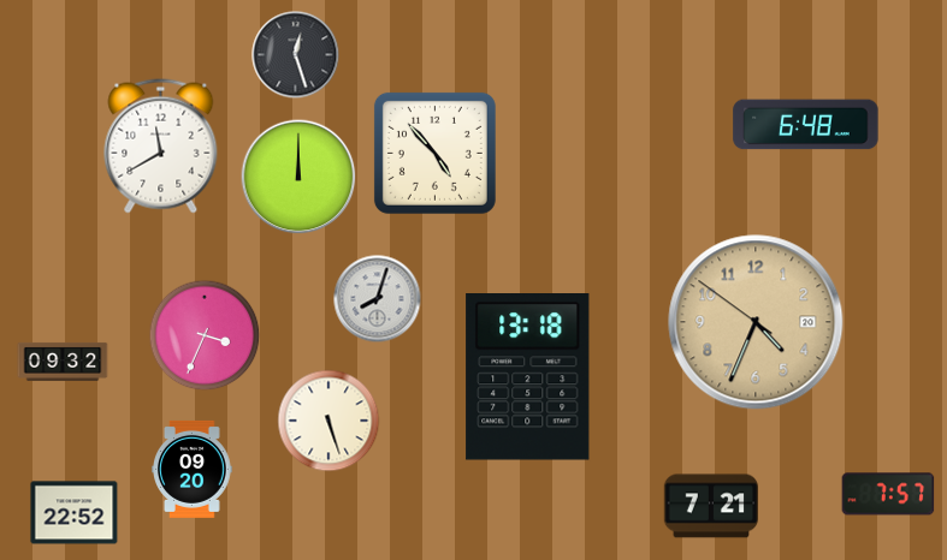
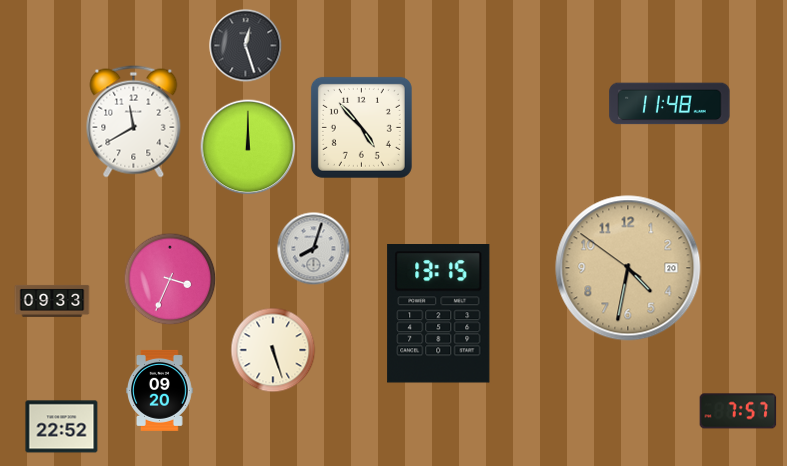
clock at (806, 125): 6:48 -> 11:48
clock at (756, 322): 4:33 -> 4:31
clock at (63, 362): 09:32 -> 09:33
clock at (528, 377): 13:18 -> 13:15
clock at (711, 506): 7:21 -> none
